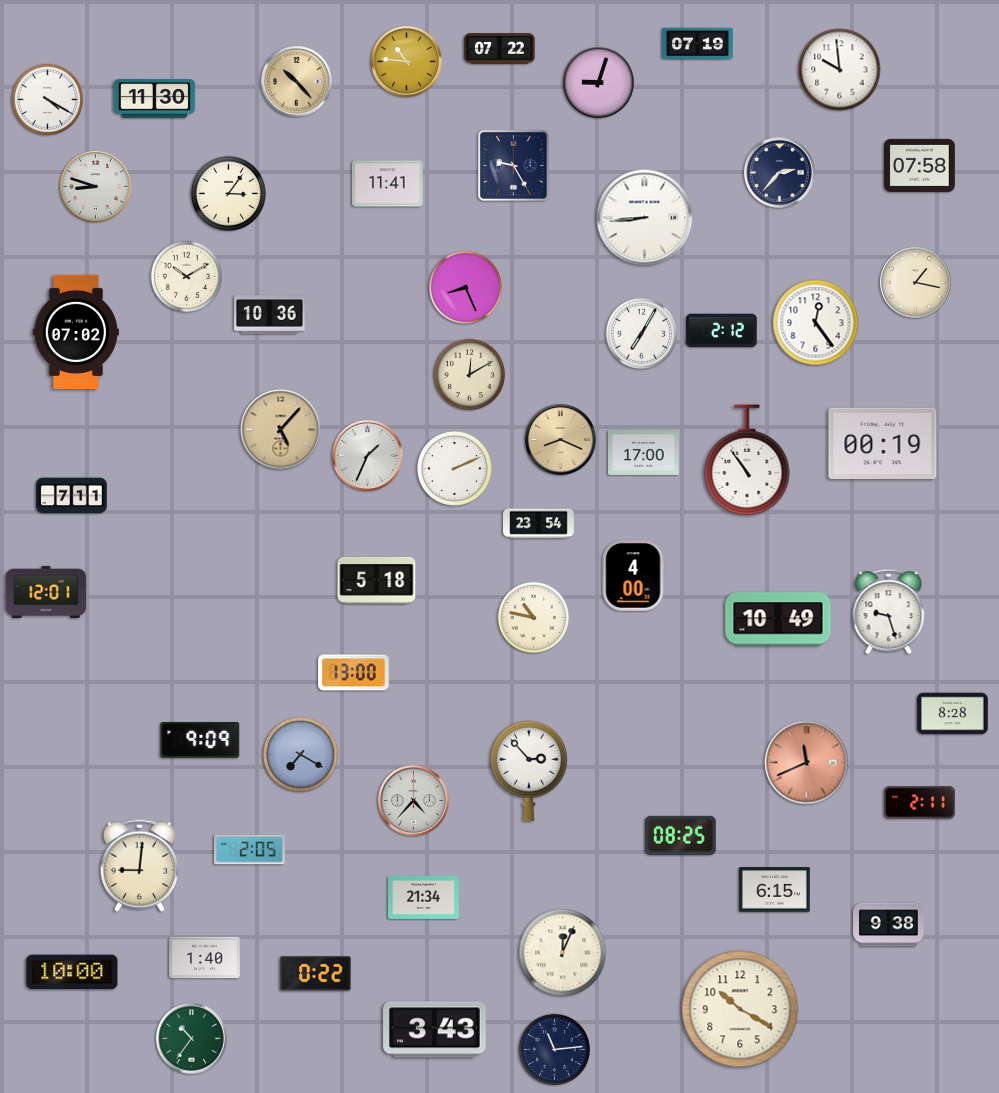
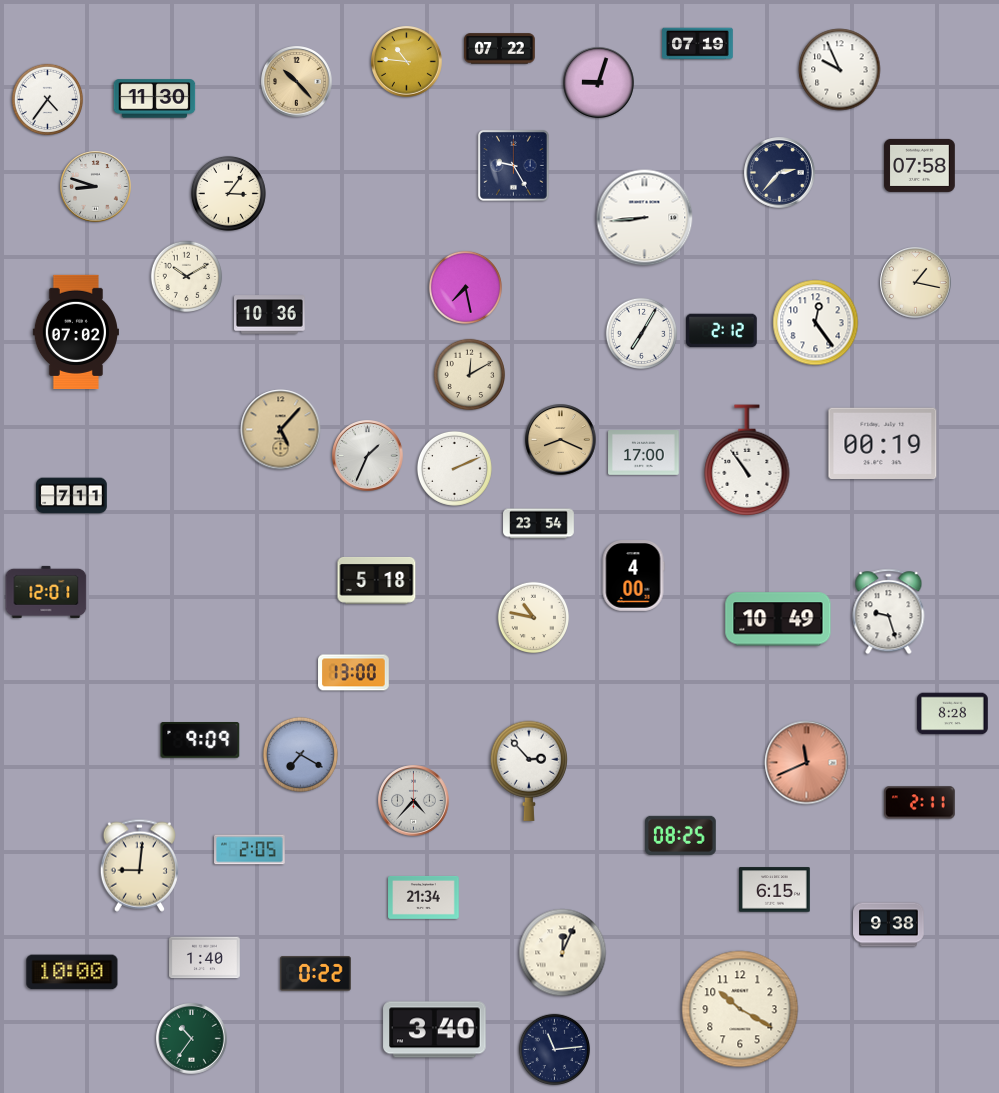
clock at (840, 70): 9:59 -> 9:56
clock at (48, 100): 4:20 -> 4:36
clock at (388, 184): 11:41 -> none
clock at (465, 287): 8:26 -> 7:28
clock at (435, 1030): 3:43 -> 3:40
